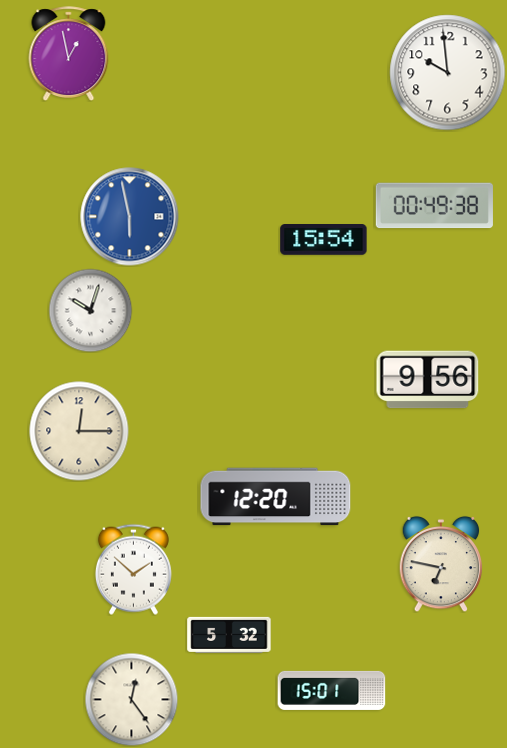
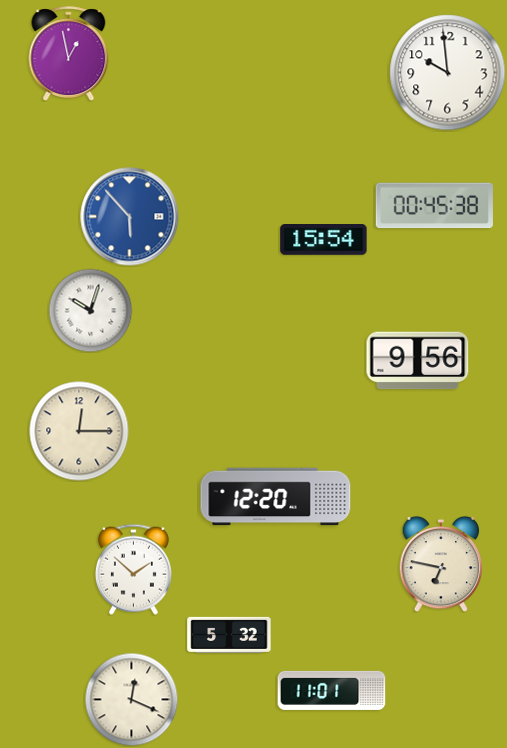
clock at (434, 206): 00:49 -> 00:45
clock at (130, 217): 5:58 -> 5:53
clock at (428, 380) position: (428, 380) -> (418, 361)
clock at (332, 690): 15:01 -> 11:01
clock at (131, 699): 12:24 -> 12:19
